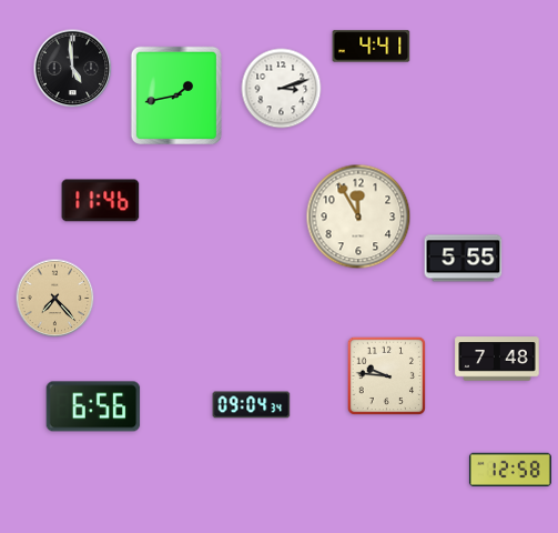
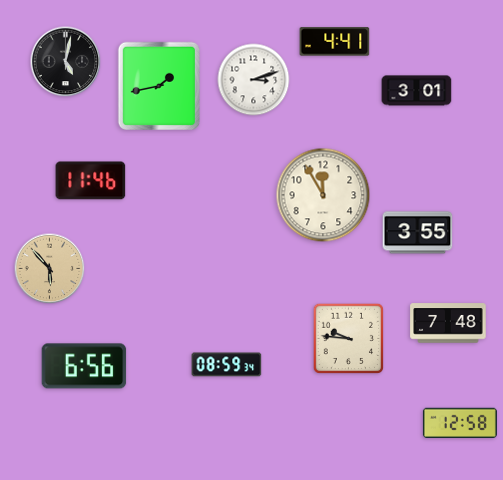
clock at (73, 69): 4:59 -> 5:02
clock at (417, 91): none -> 3:01
clock at (464, 259): 5:55 -> 3:55
clock at (55, 299): 7:23 -> 5:53
clock at (252, 405): 09:04 -> 08:59
